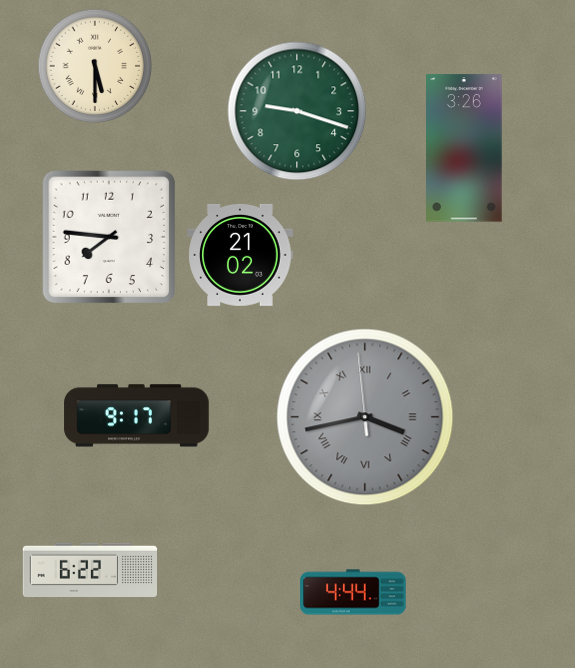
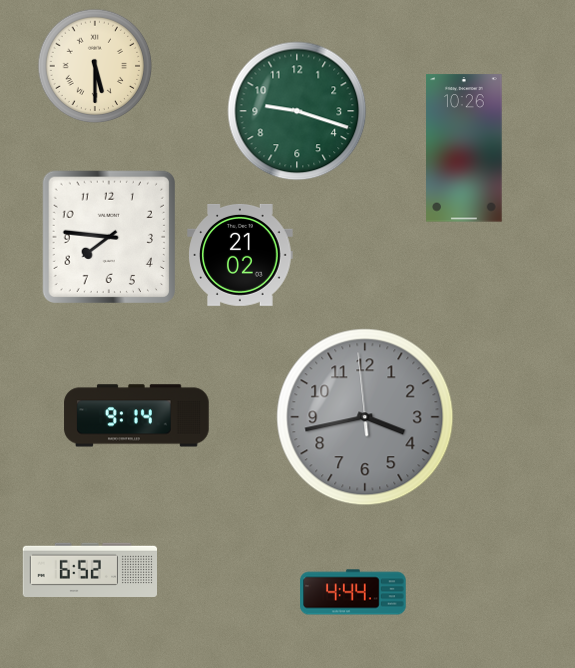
clock at (464, 148): 3:26 -> 10:26
clock at (137, 416): 9:17 -> 9:14
clock at (365, 417) numerals: Roman -> Arabic
clock at (89, 569): 6:22 -> 6:52
